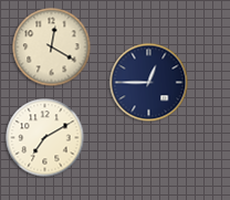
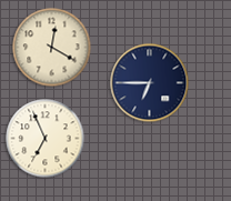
clock at (149, 83): 12:45 -> 6:45
clock at (45, 138): 7:10 -> 6:56
